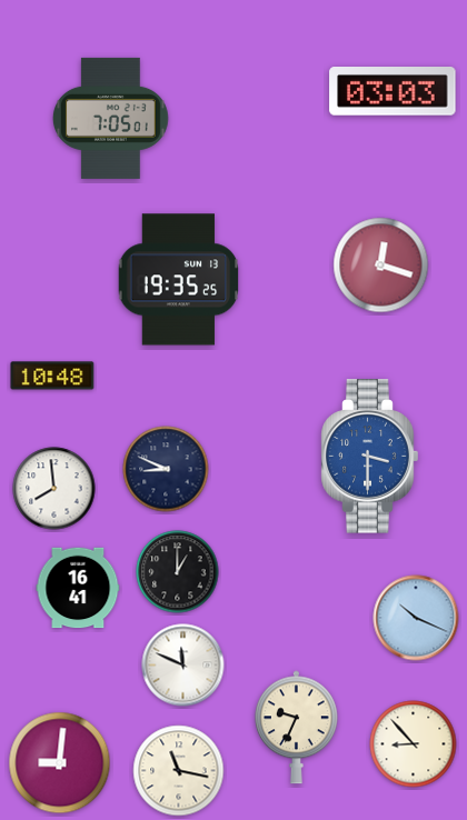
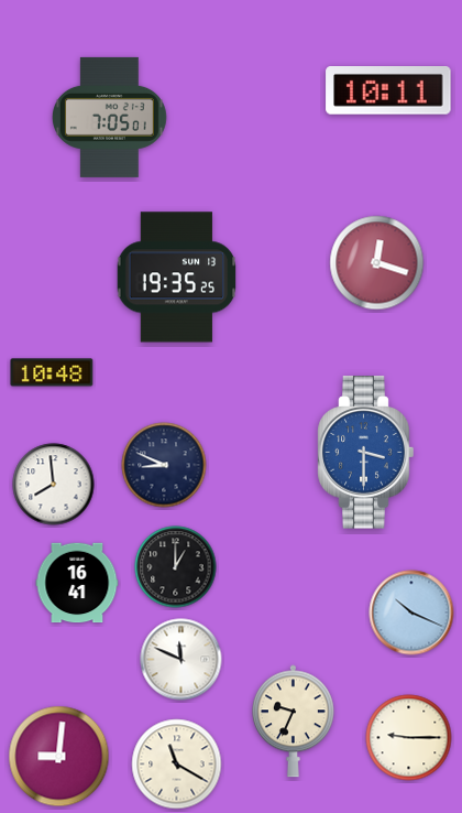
clock at (393, 92): 03:03 -> 10:11
clock at (414, 744): 8:53 -> 9:15
clock at (179, 771): 11:17 -> 11:20
